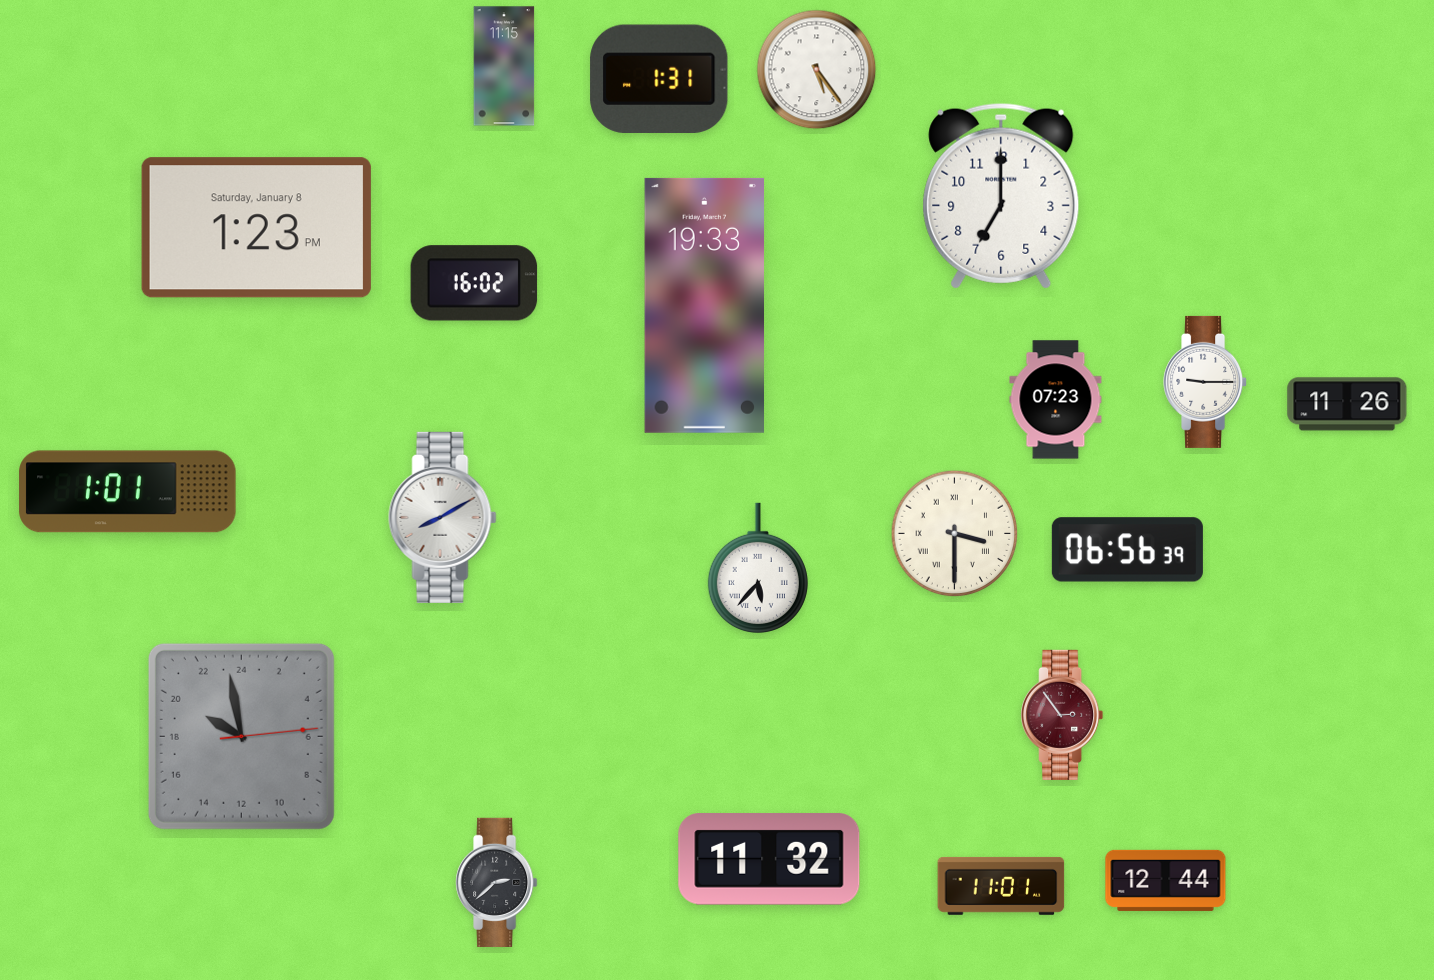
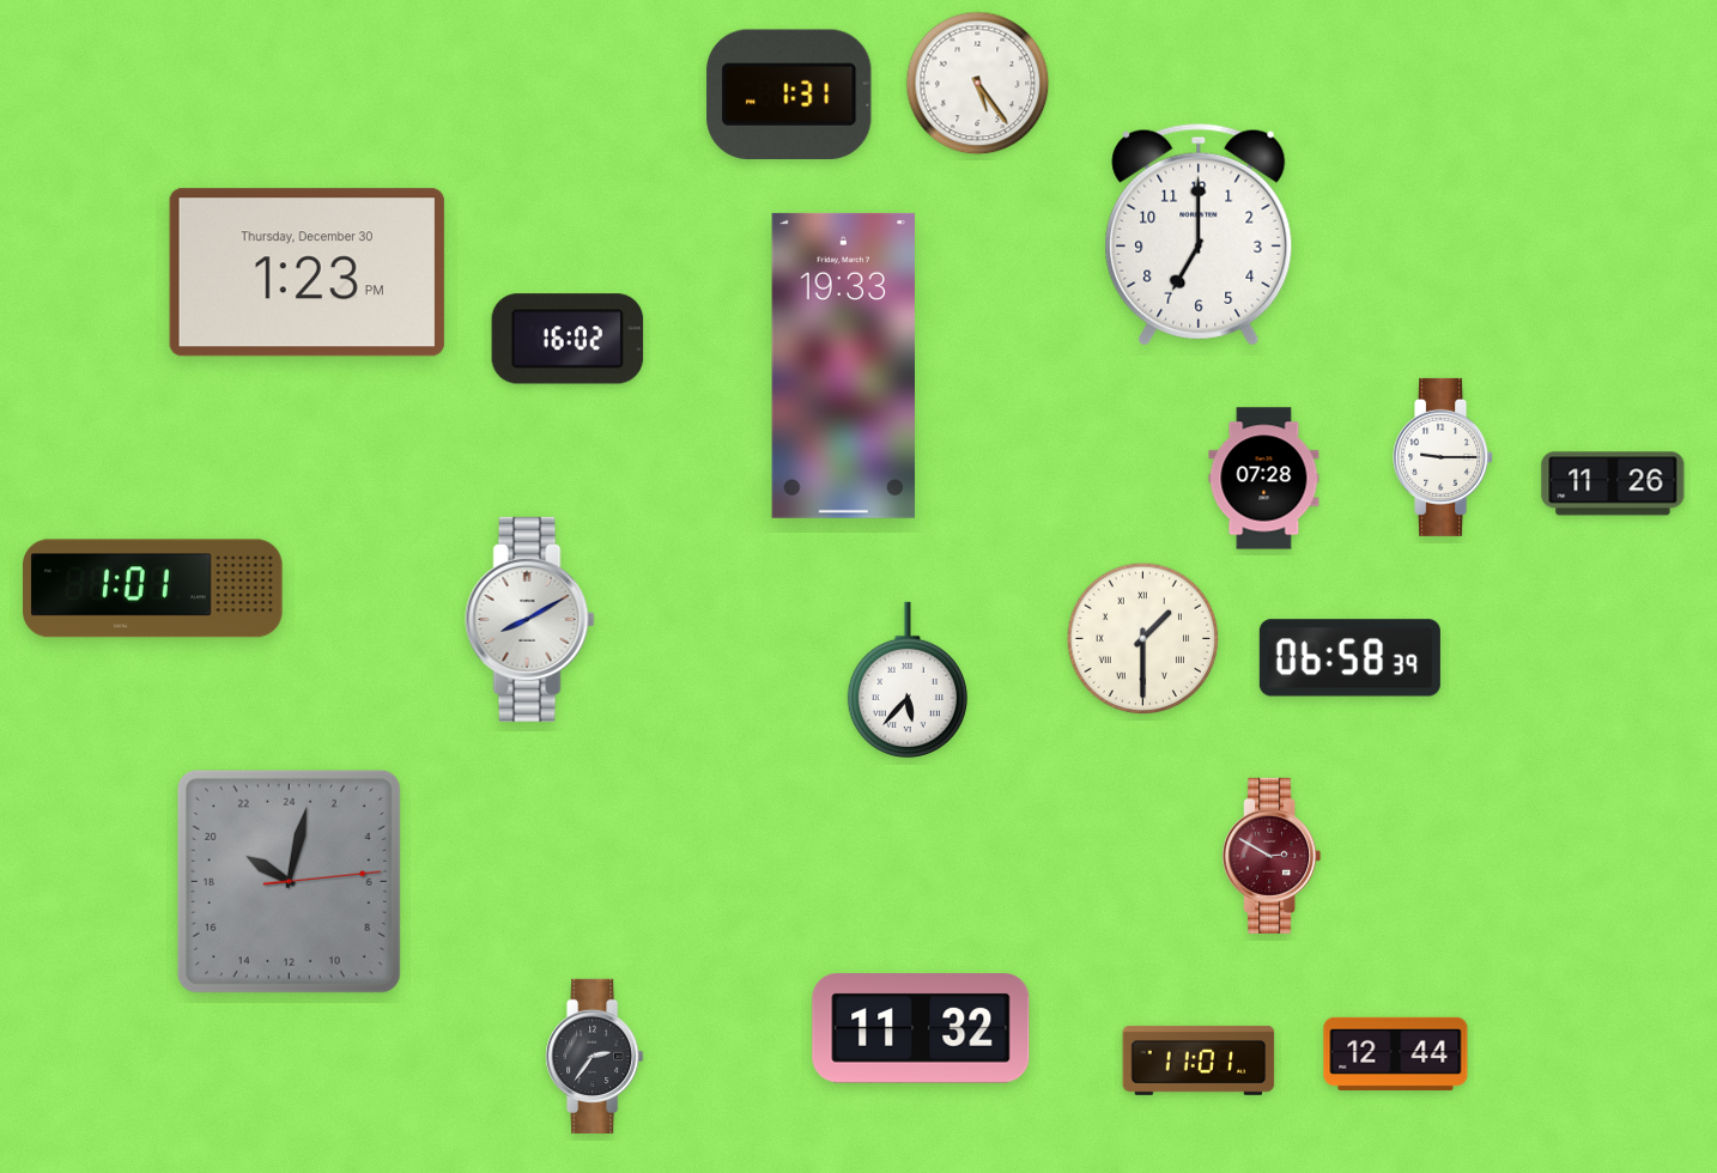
clock at (504, 66): 11:15 -> none
clock at (256, 228) date: Saturday, January 8 -> Thursday, December 30
clock at (1056, 400): 07:23 -> 07:28
clock at (955, 534): 3:30 -> 1:30
clock at (1127, 550): 06:56 -> 06:58
clock at (1062, 715): 2:54 -> 2:50
clock at (241, 736): 19:58 -> 20:02
clock at (497, 882): 2:38 -> 2:36
